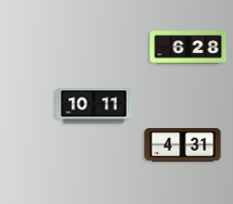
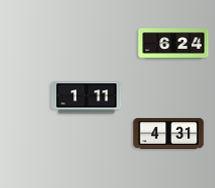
clock at (189, 48): 6:28 -> 6:24
clock at (94, 106): 10:11 -> 1:11
